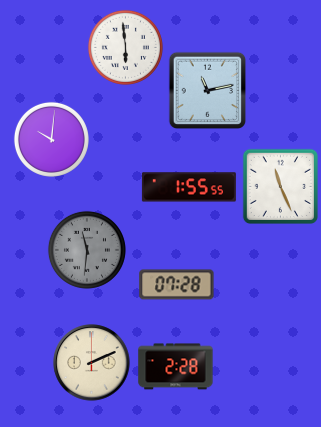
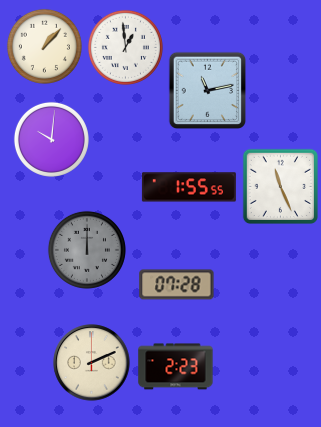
clock at (44, 46): none -> 1:07
clock at (125, 47): 5:59 -> 12:59
clock at (87, 250): 11:31 -> 12:00
clock at (176, 367): 2:28 -> 2:23
